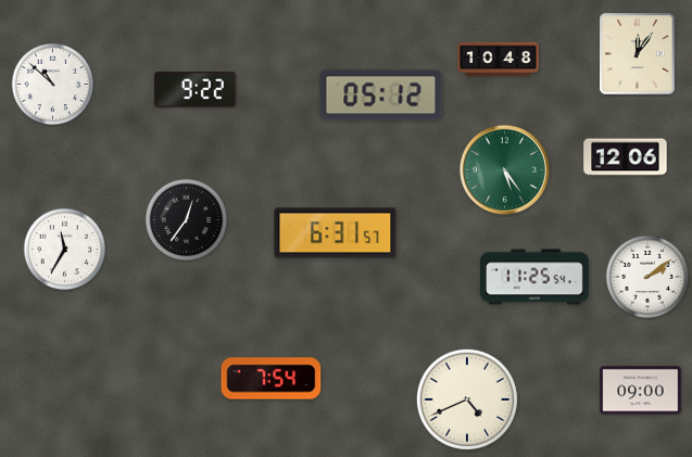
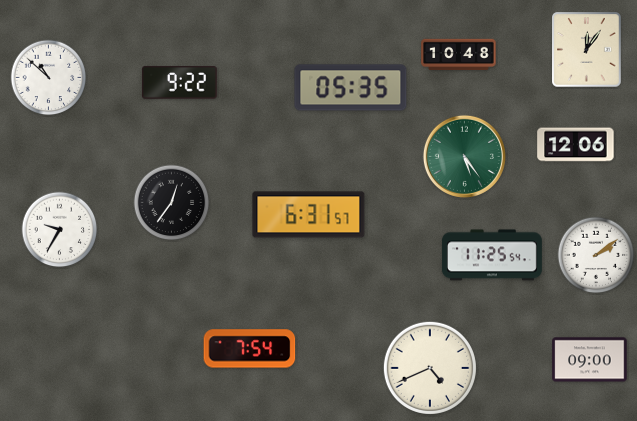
clock at (381, 96): 05:12 -> 05:35
clock at (65, 250): 11:35 -> 9:35
